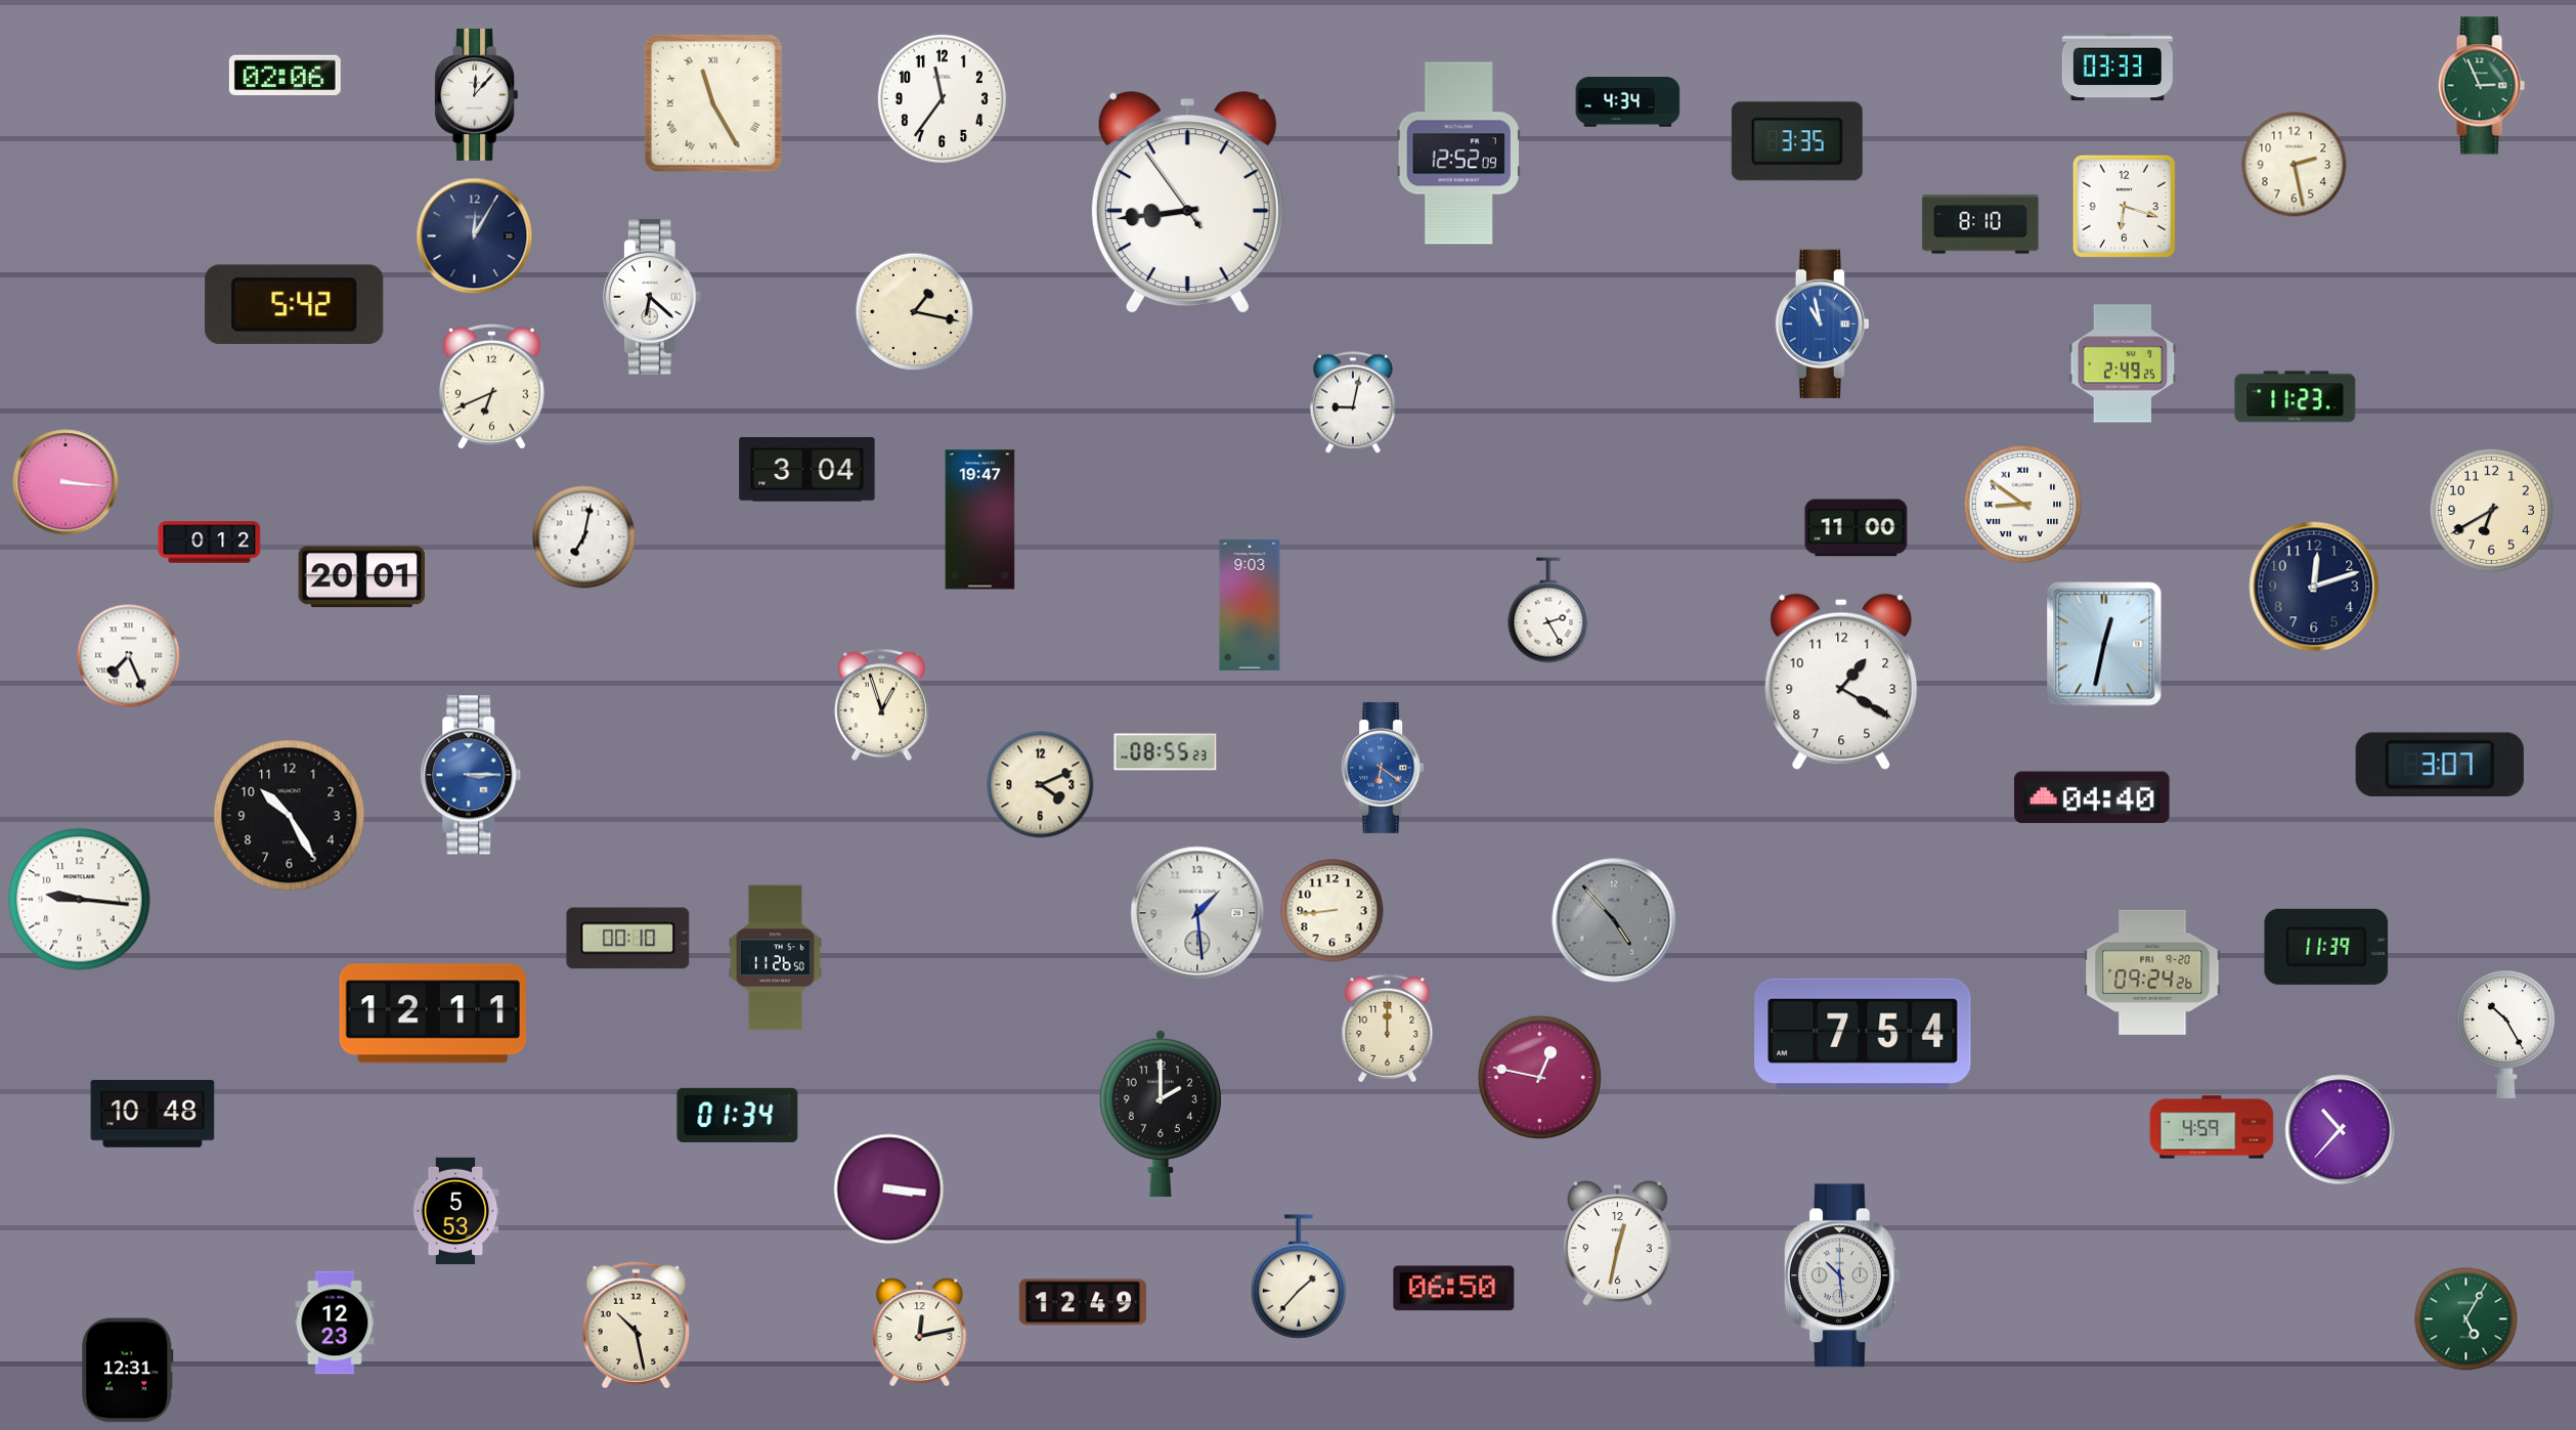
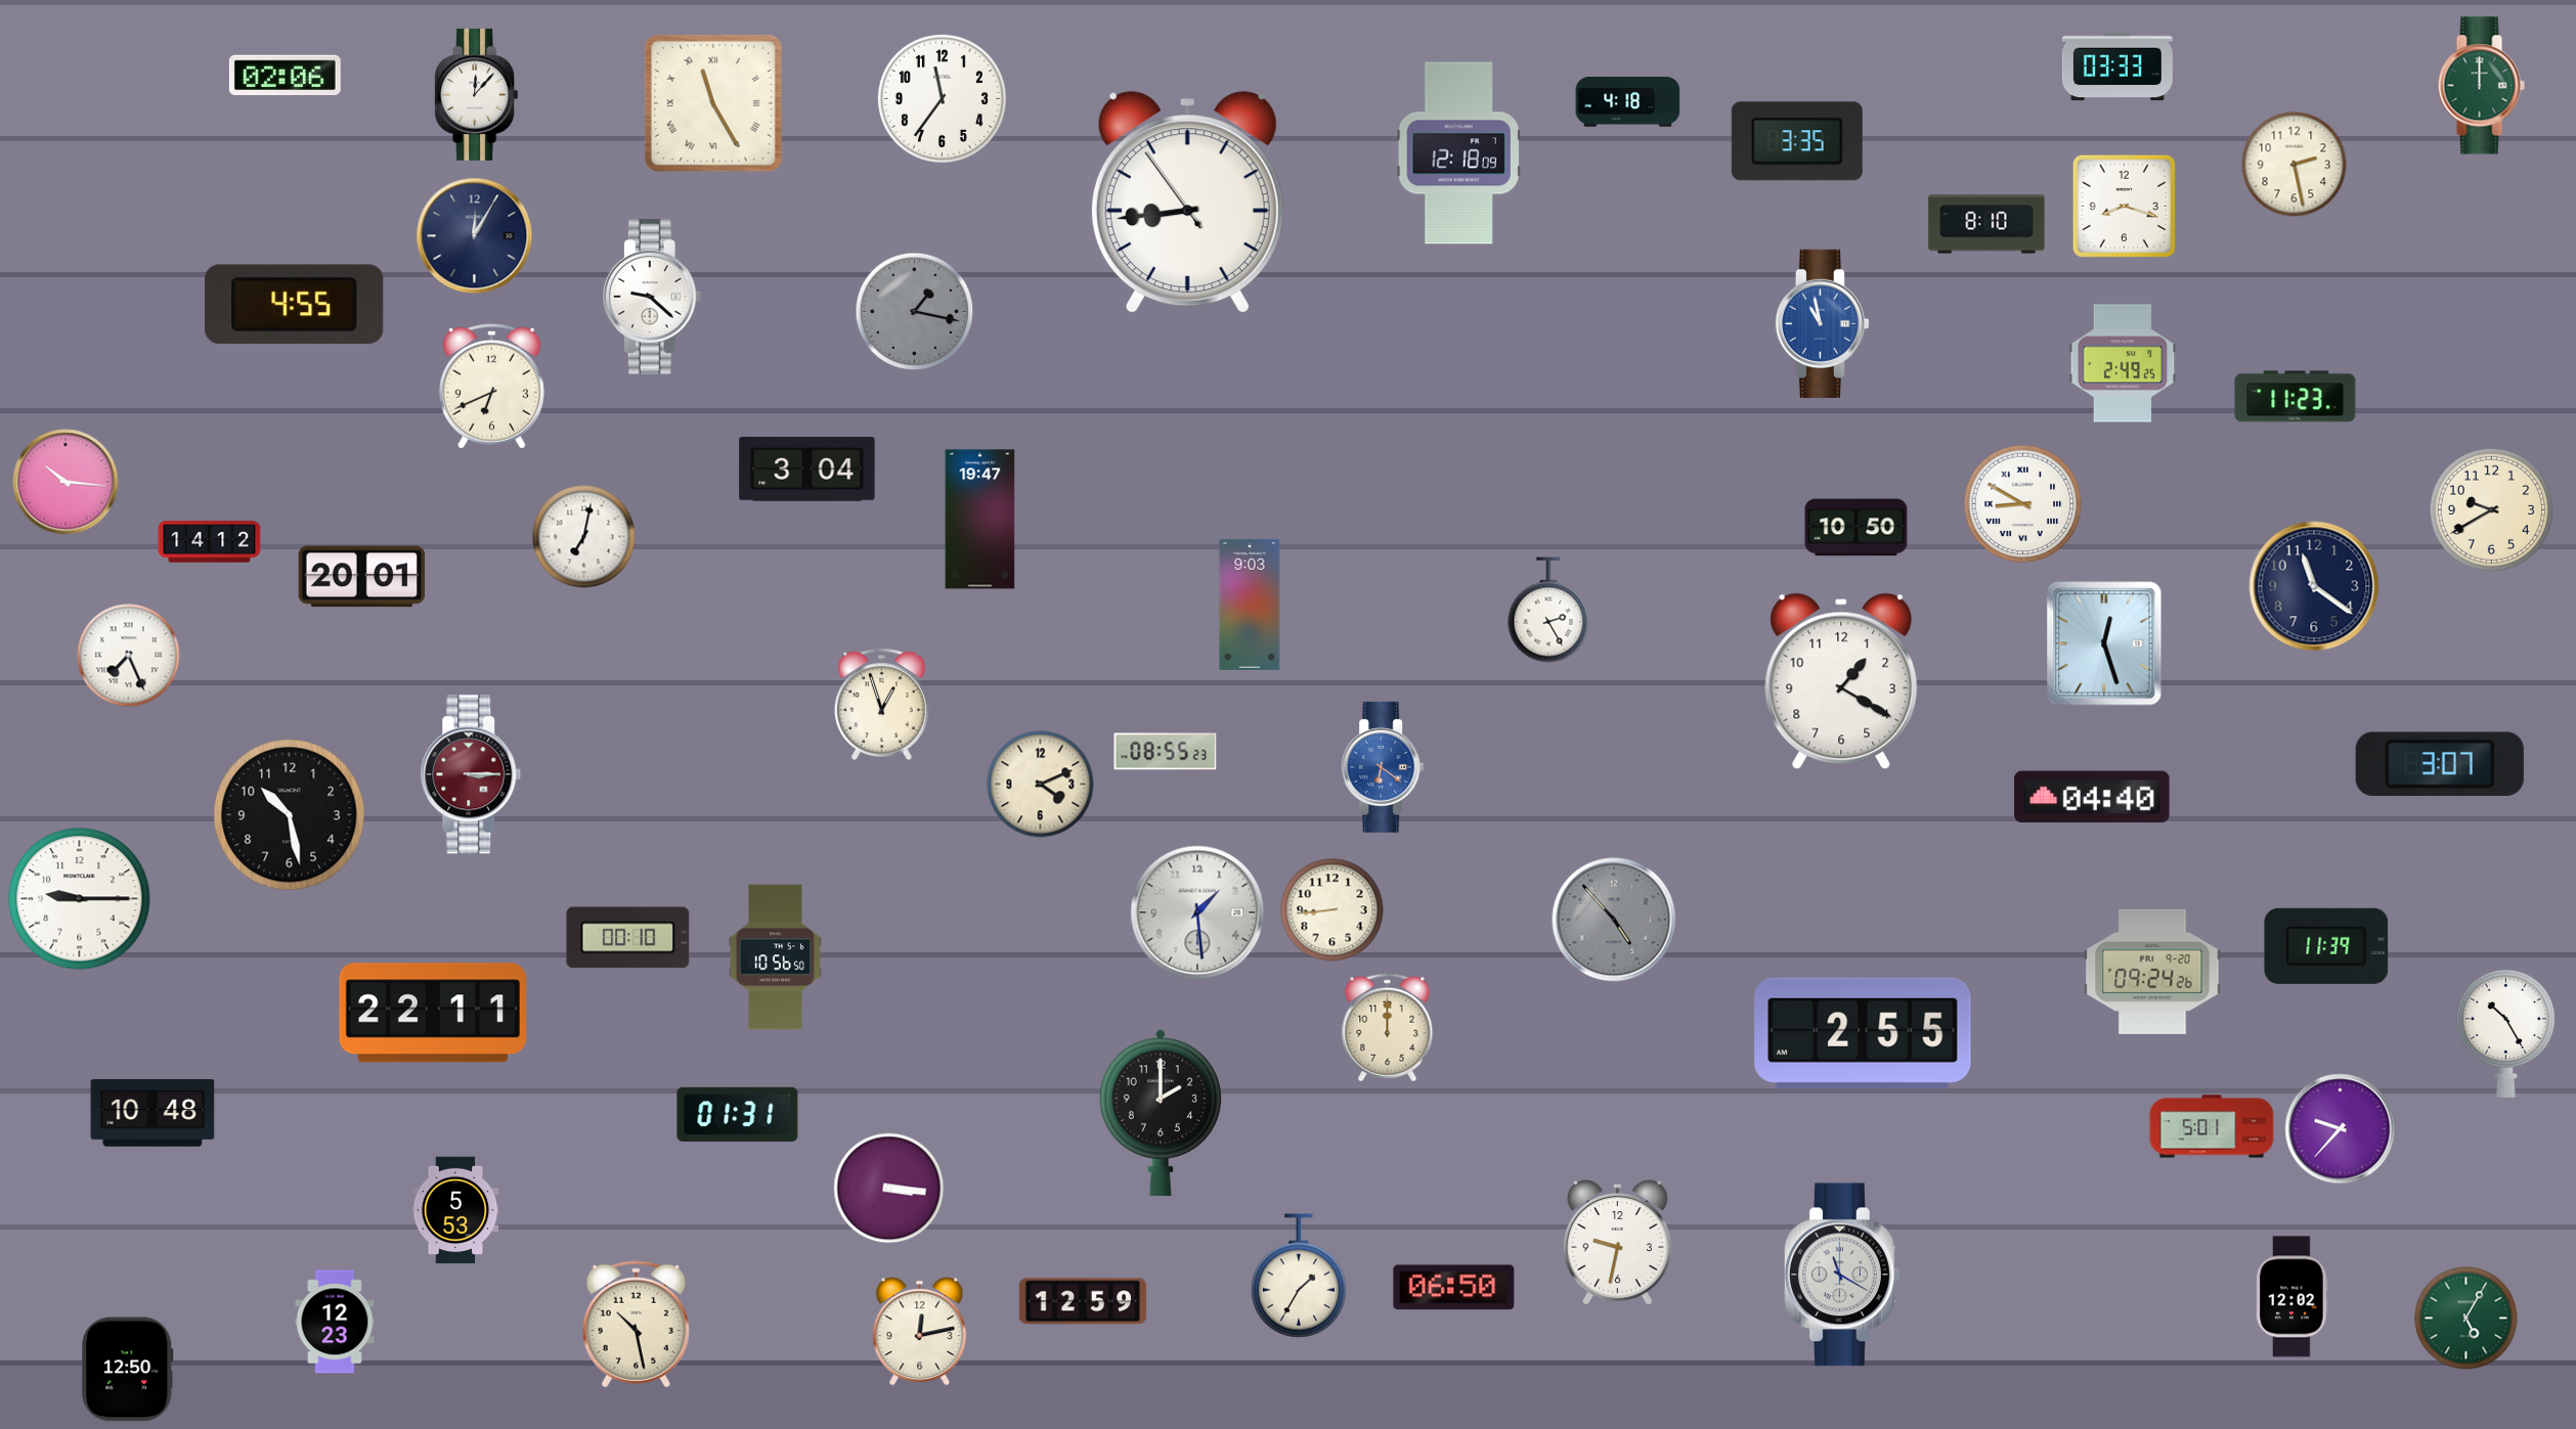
clock at (2481, 86): 2:56 -> 12:00
clock at (1628, 102): 4:34 -> 4:18
clock at (1458, 154): 12:52 -> 12:18
clock at (2124, 206): 6:18 -> 8:18
clock at (1980, 224) position: (1980, 224) -> (1986, 224)
clock at (652, 297): 6:22 -> 9:22
clock at (295, 304): 5:42 -> 4:55
clock at (915, 312) dial: cream -> grey
clock at (1353, 402): 9:02 -> none
clock at (66, 482): 3:16 -> 10:16
clock at (2023, 505): 8:51 -> 8:50
clock at (2491, 510): 6:40 -> 9:40
clock at (1857, 528): 11:00 -> 10:50
clock at (210, 543): 0:12 -> 14:12
clock at (2314, 587): 12:12 -> 11:21
clock at (2104, 644): 12:32 -> 12:27
clock at (471, 775) dial: blue -> burgundy
clock at (290, 816): 10:25 -> 10:28
clock at (80, 900): 9:16 -> 9:15
clock at (775, 958): 11:26 -> 10:56
clock at (432, 1013): 12:11 -> 22:11
clock at (1863, 1034): 7:54 -> 2:55
clock at (1539, 1077): 12:47 -> none
clock at (738, 1115): 01:34 -> 01:31
clock at (2212, 1127): 4:59 -> 5:01
clock at (2341, 1130): 10:37 -> 9:37
clock at (1617, 1244): 12:32 -> 9:32
clock at (1842, 1275): 10:29 -> 11:20
clock at (1299, 1276): 1:37 -> 1:35
clock at (2293, 1297): none -> 12:02
clock at (1083, 1302): 12:49 -> 12:59
clock at (128, 1371): 12:31 -> 12:50
